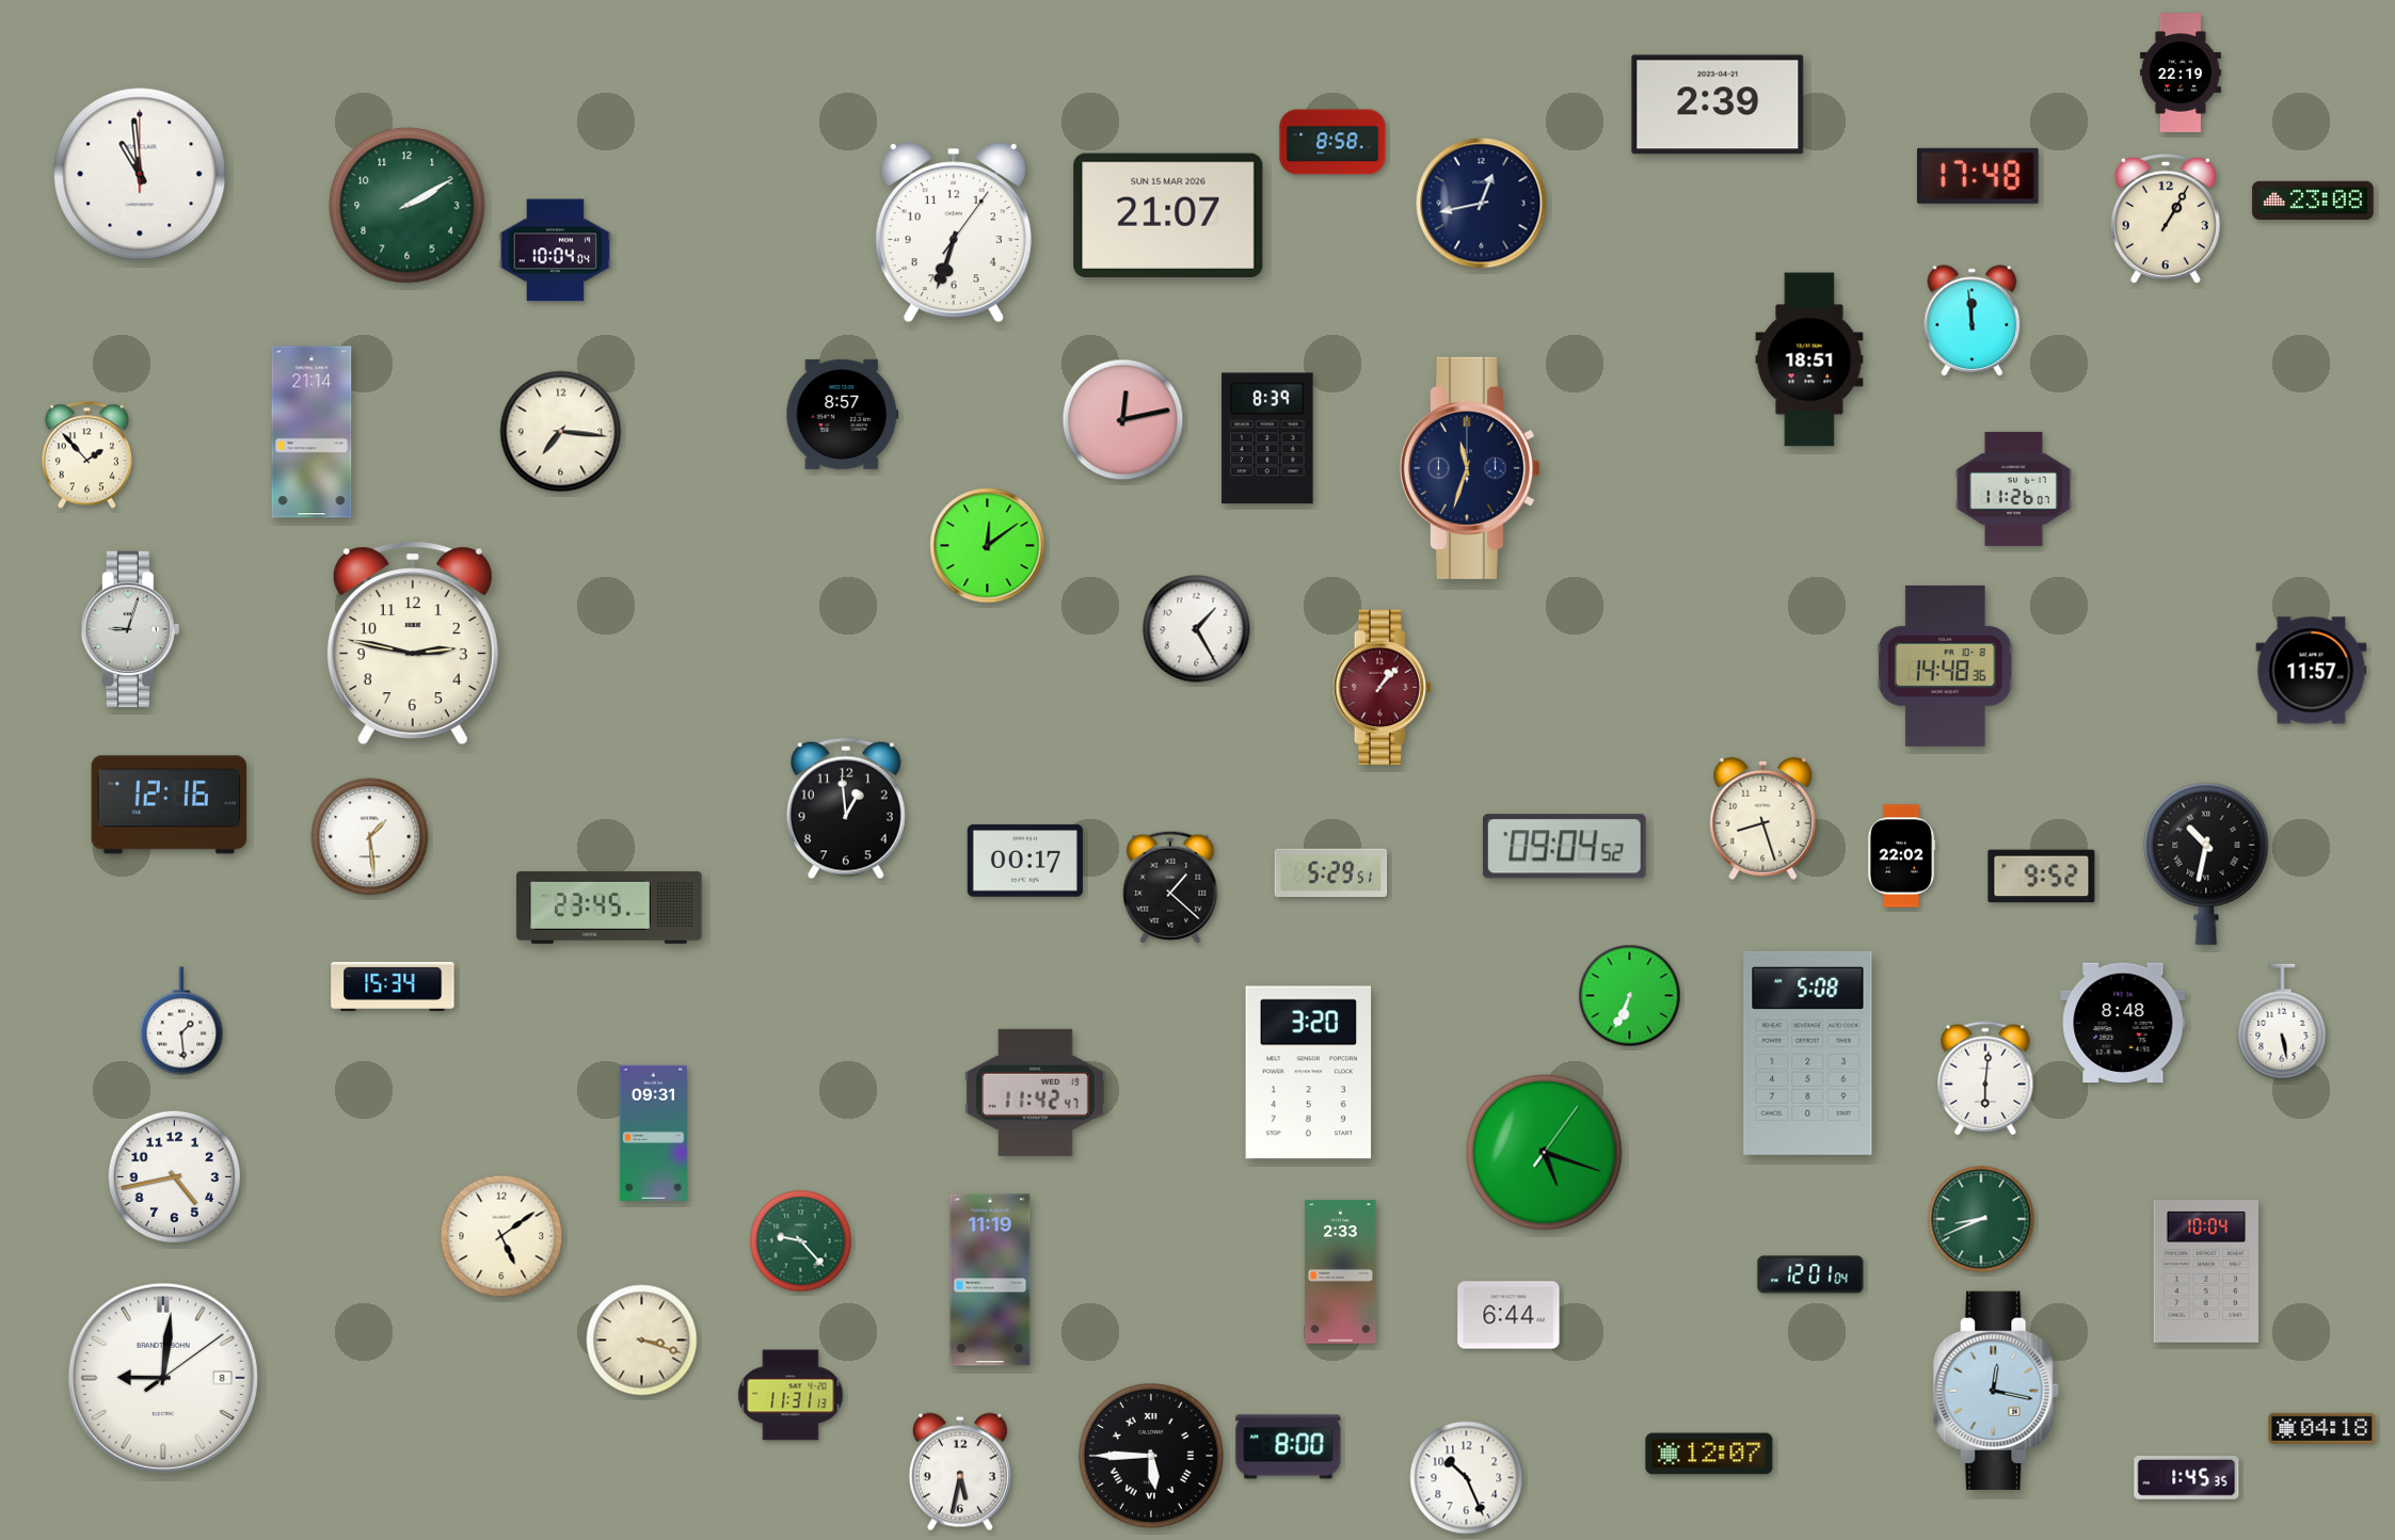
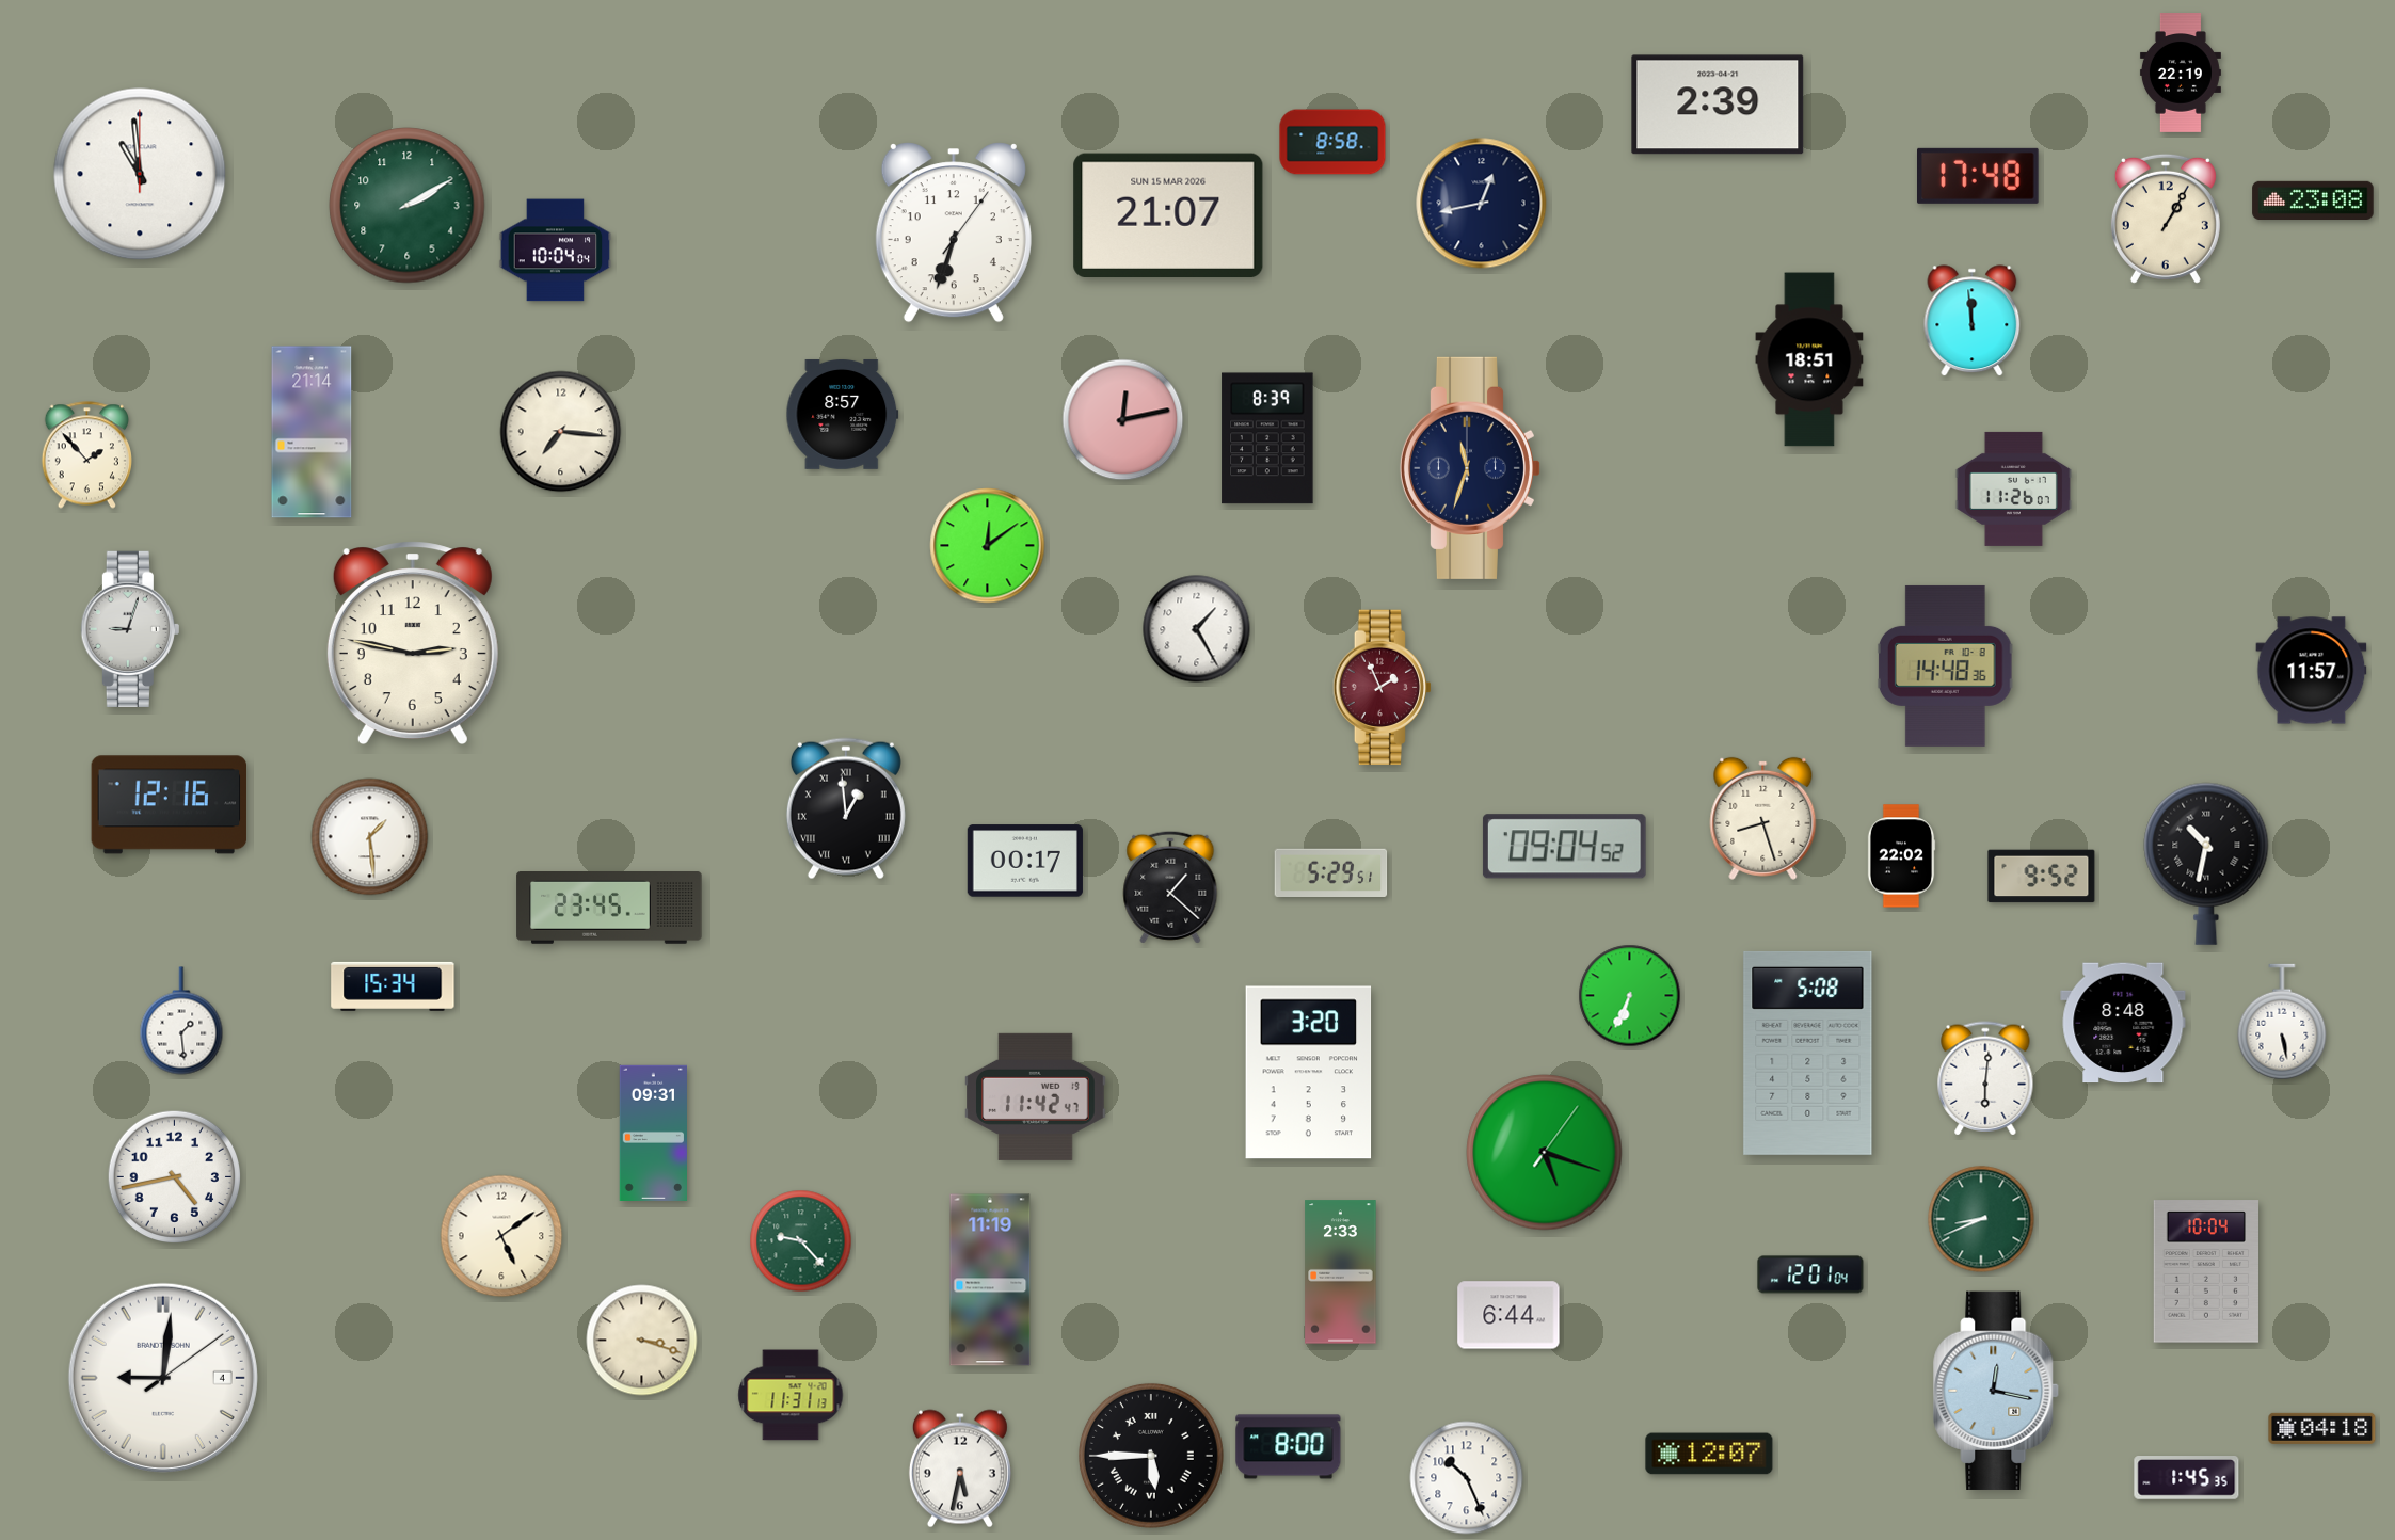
clock at (1382, 688): 1:07 -> 1:56
clock at (846, 808) numerals: Arabic -> Roman
clock at (1036, 1092) position: (1036, 1092) -> (1036, 1096)
clock at (163, 1378) date: 8 -> 4
clock at (960, 1472) position: (960, 1472) -> (960, 1469)
